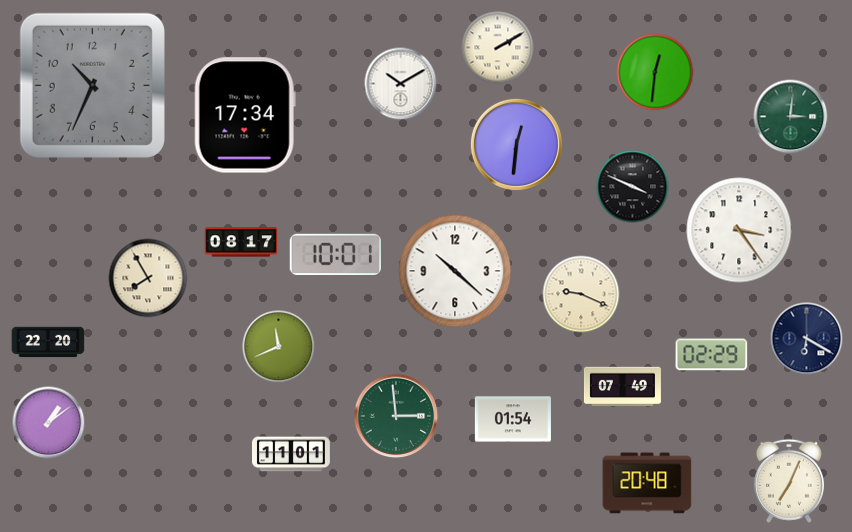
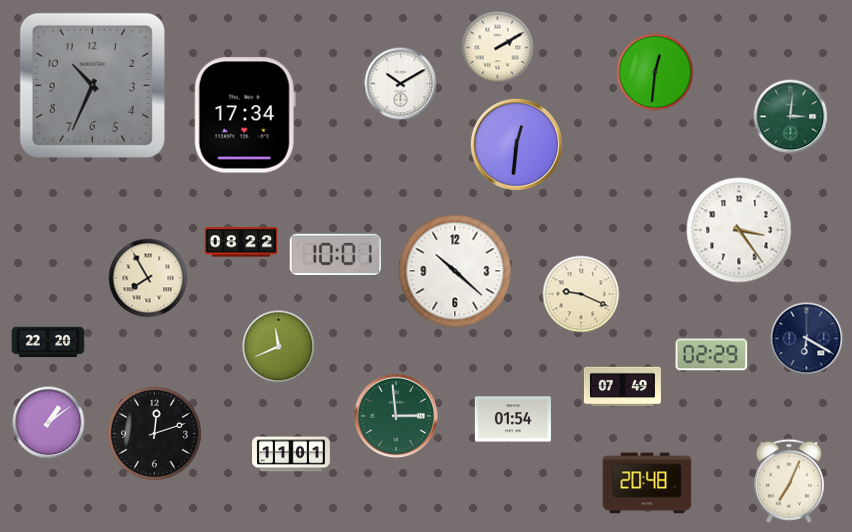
clock at (633, 187): 3:49 -> none
clock at (241, 242): 08:17 -> 08:22
clock at (154, 433): none -> 12:12
